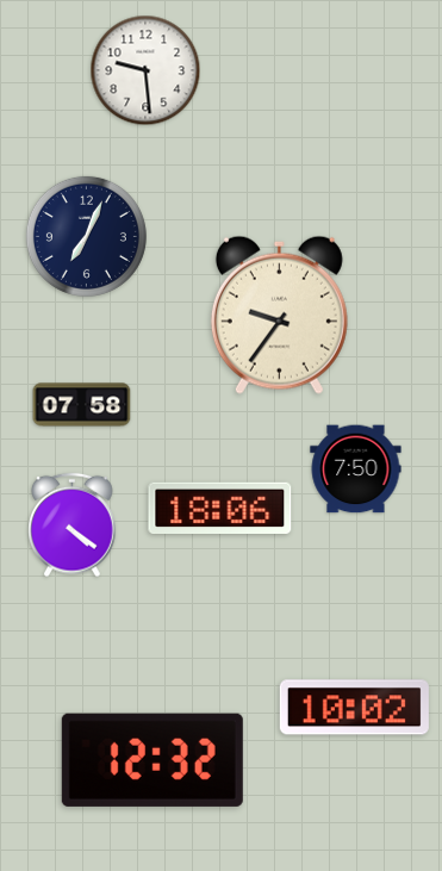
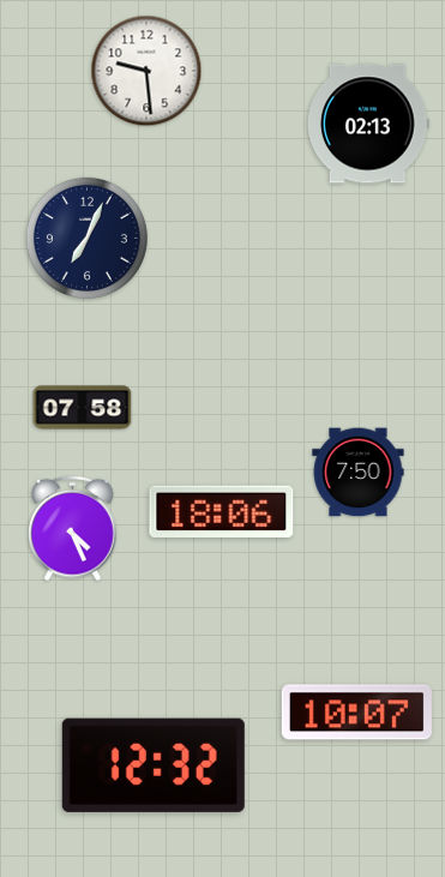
clock at (369, 124): none -> 02:13
clock at (279, 315): 9:36 -> none
clock at (73, 525): 4:21 -> 4:26
clock at (354, 708): 10:02 -> 10:07
